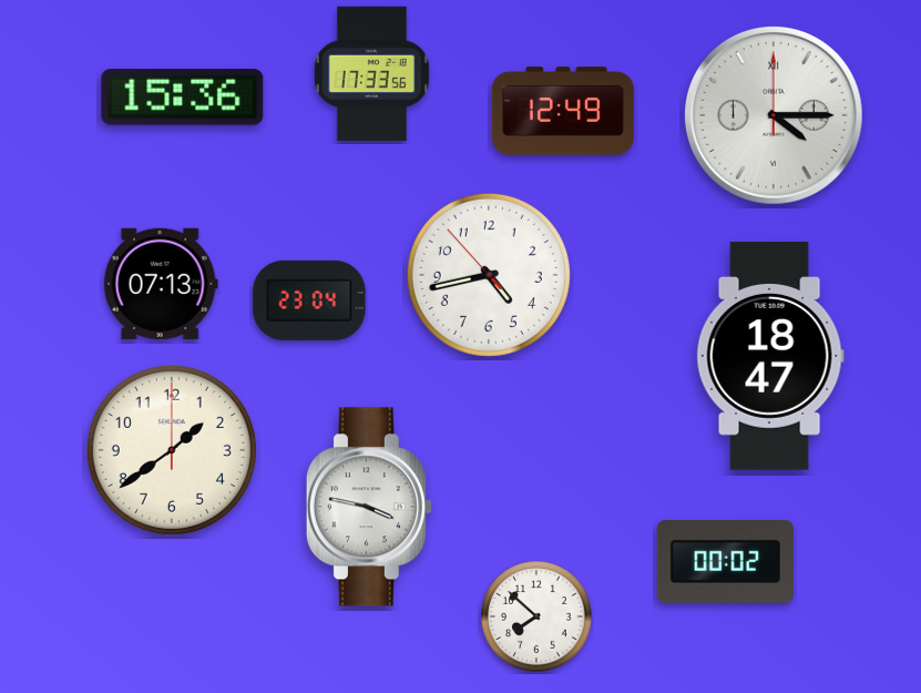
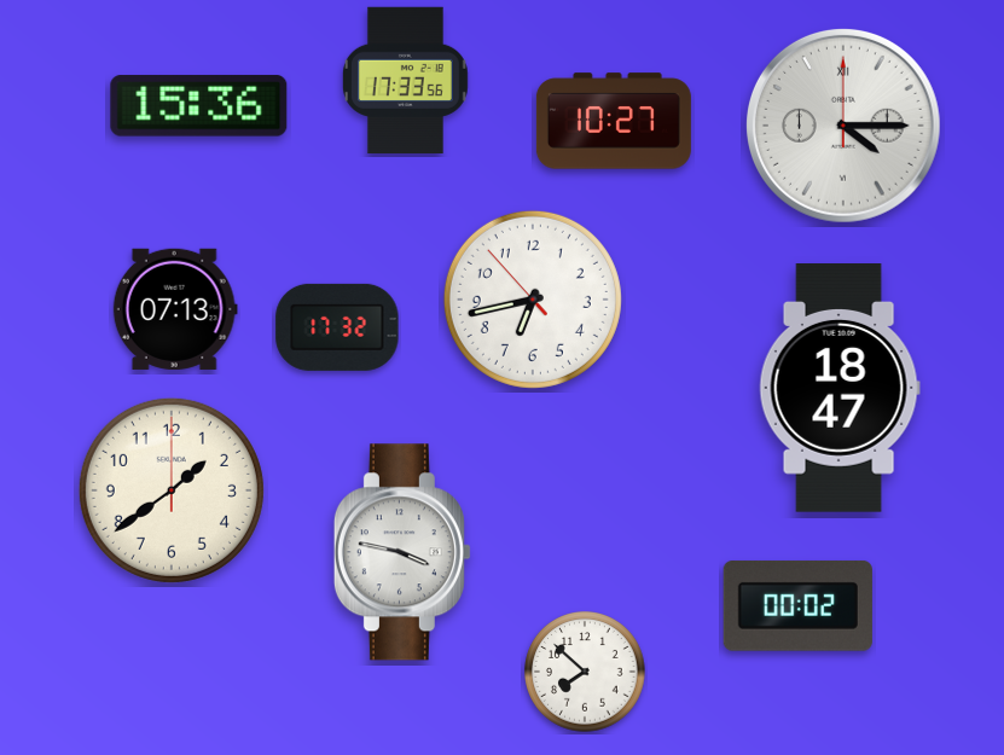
clock at (563, 111): 12:49 -> 10:27
clock at (489, 275): 4:42 -> 6:42
clock at (309, 300): 23:04 -> 17:32
clock at (172, 450) position: (172, 450) -> (172, 490)
clock at (725, 561) position: (725, 561) -> (797, 605)
